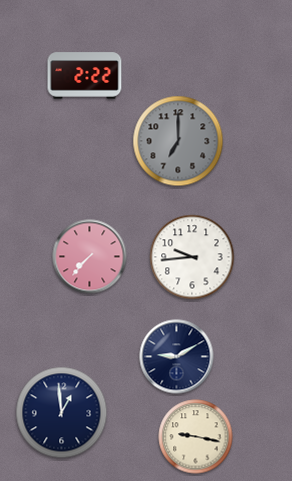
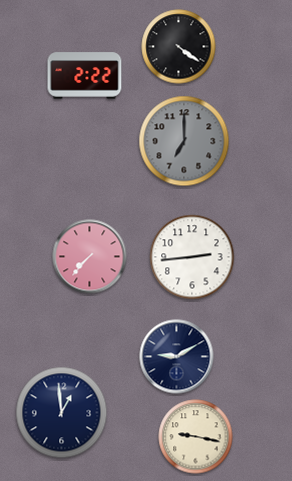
clock at (179, 47): none -> 4:21
clock at (178, 141) position: (178, 141) -> (184, 141)
clock at (192, 257): 9:44 -> 2:44
